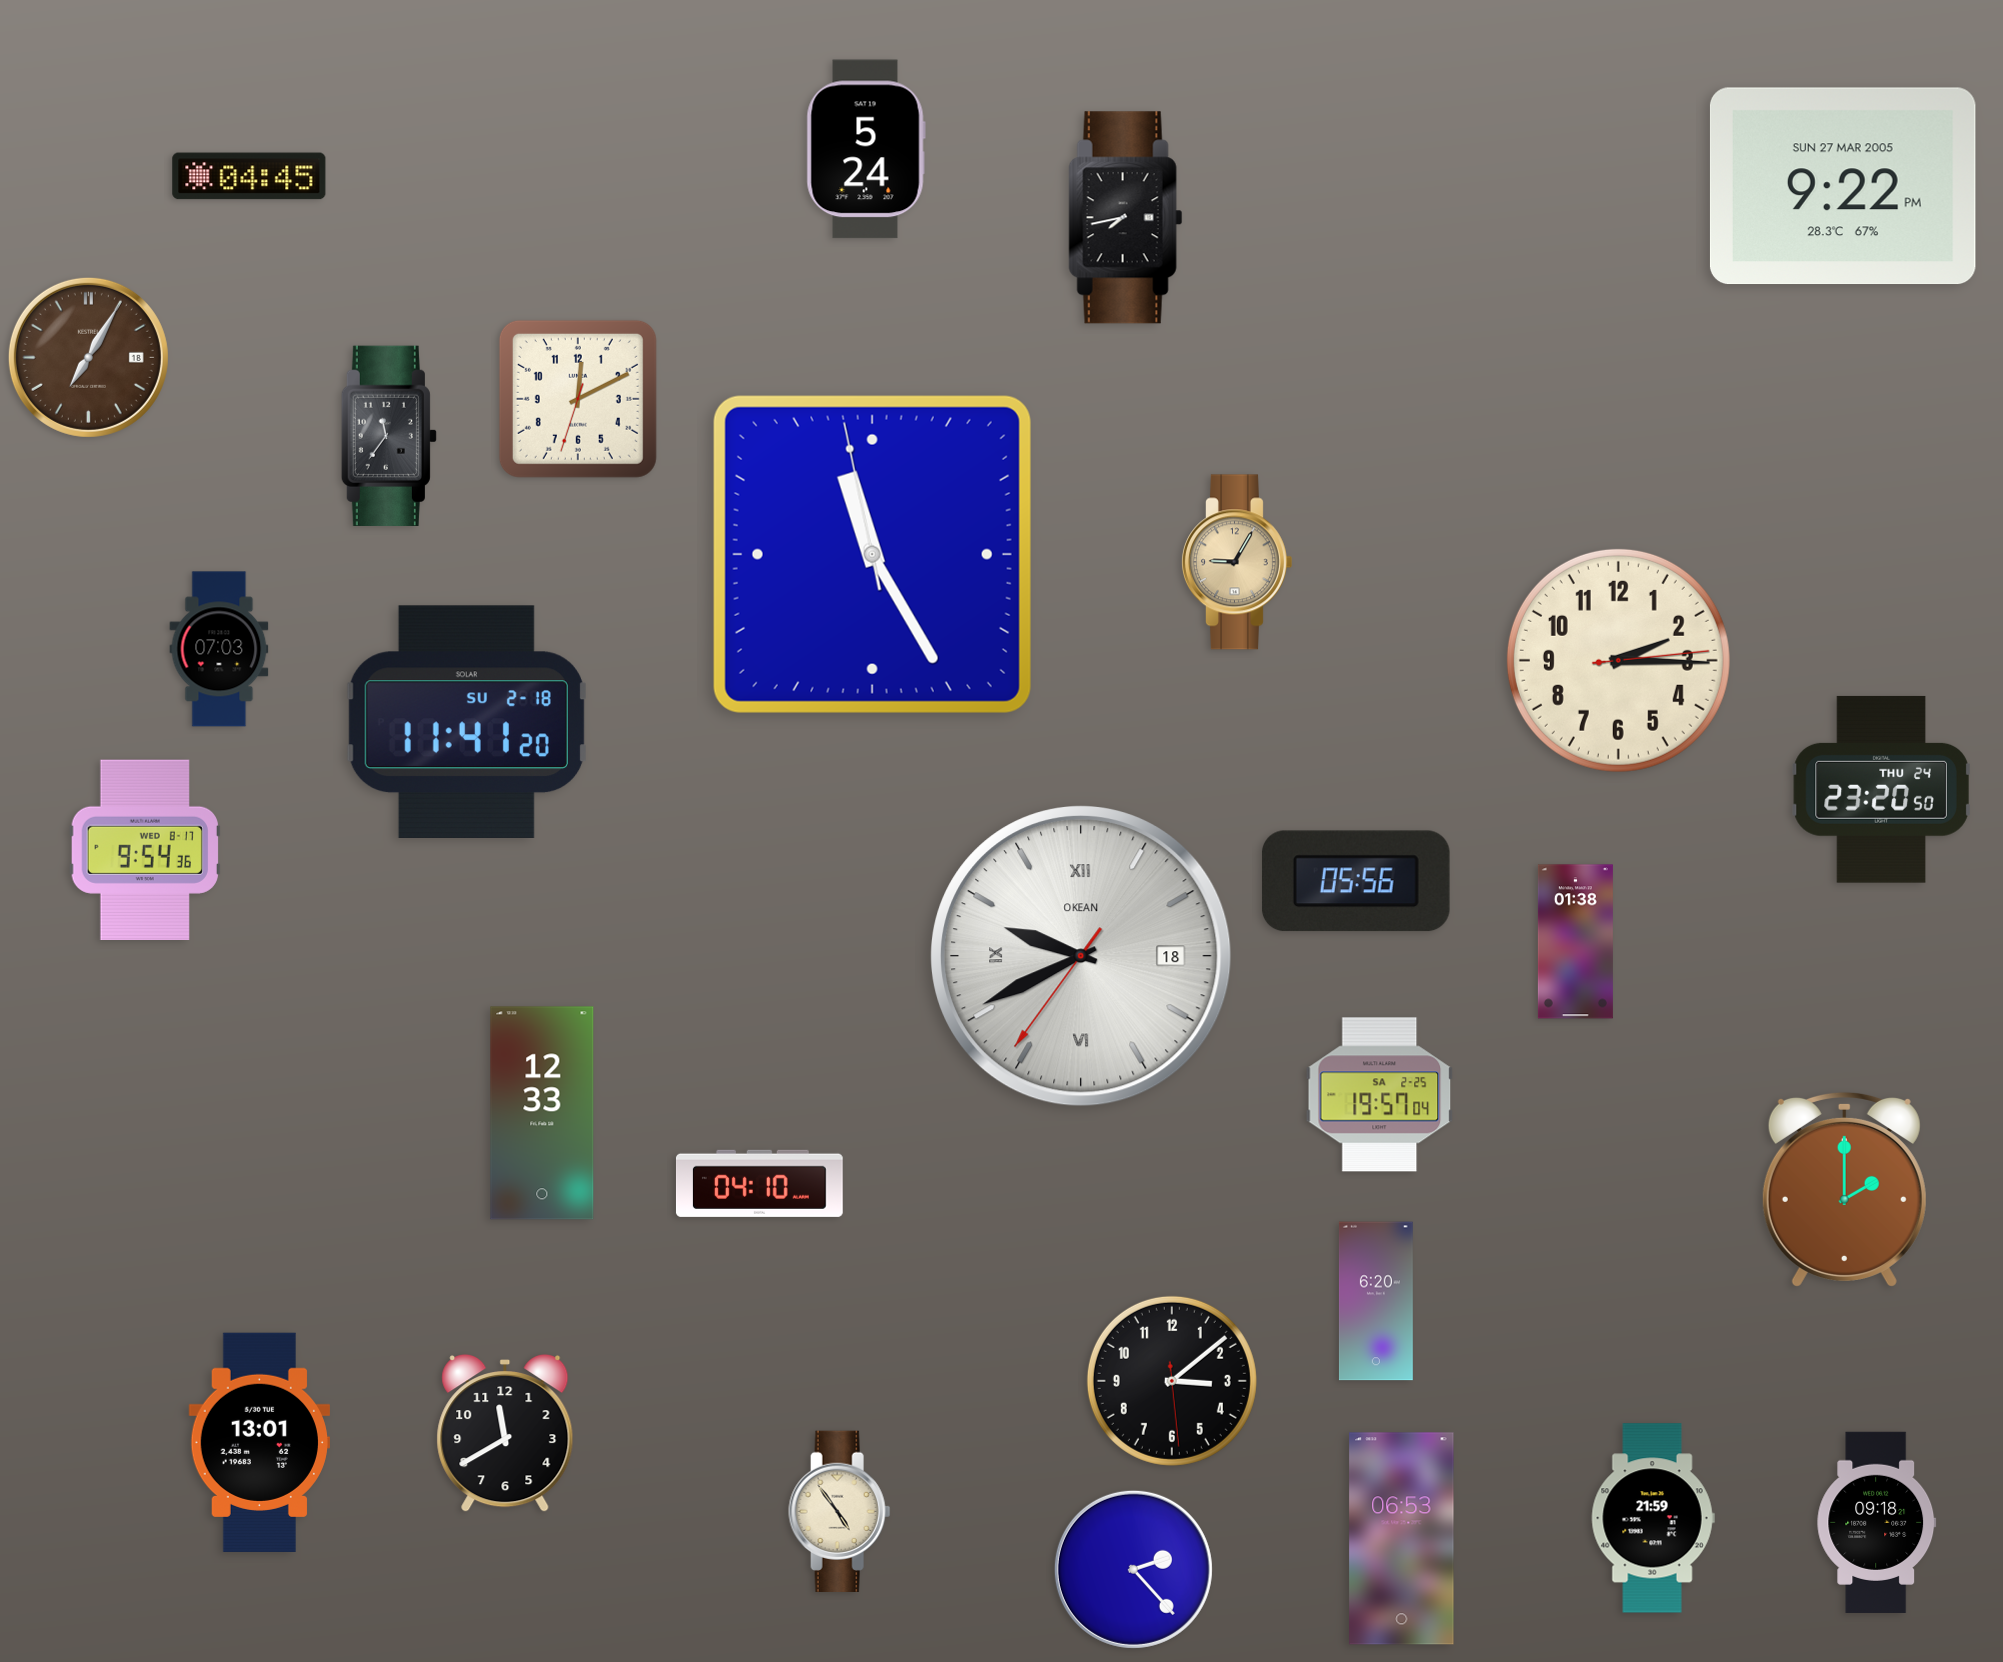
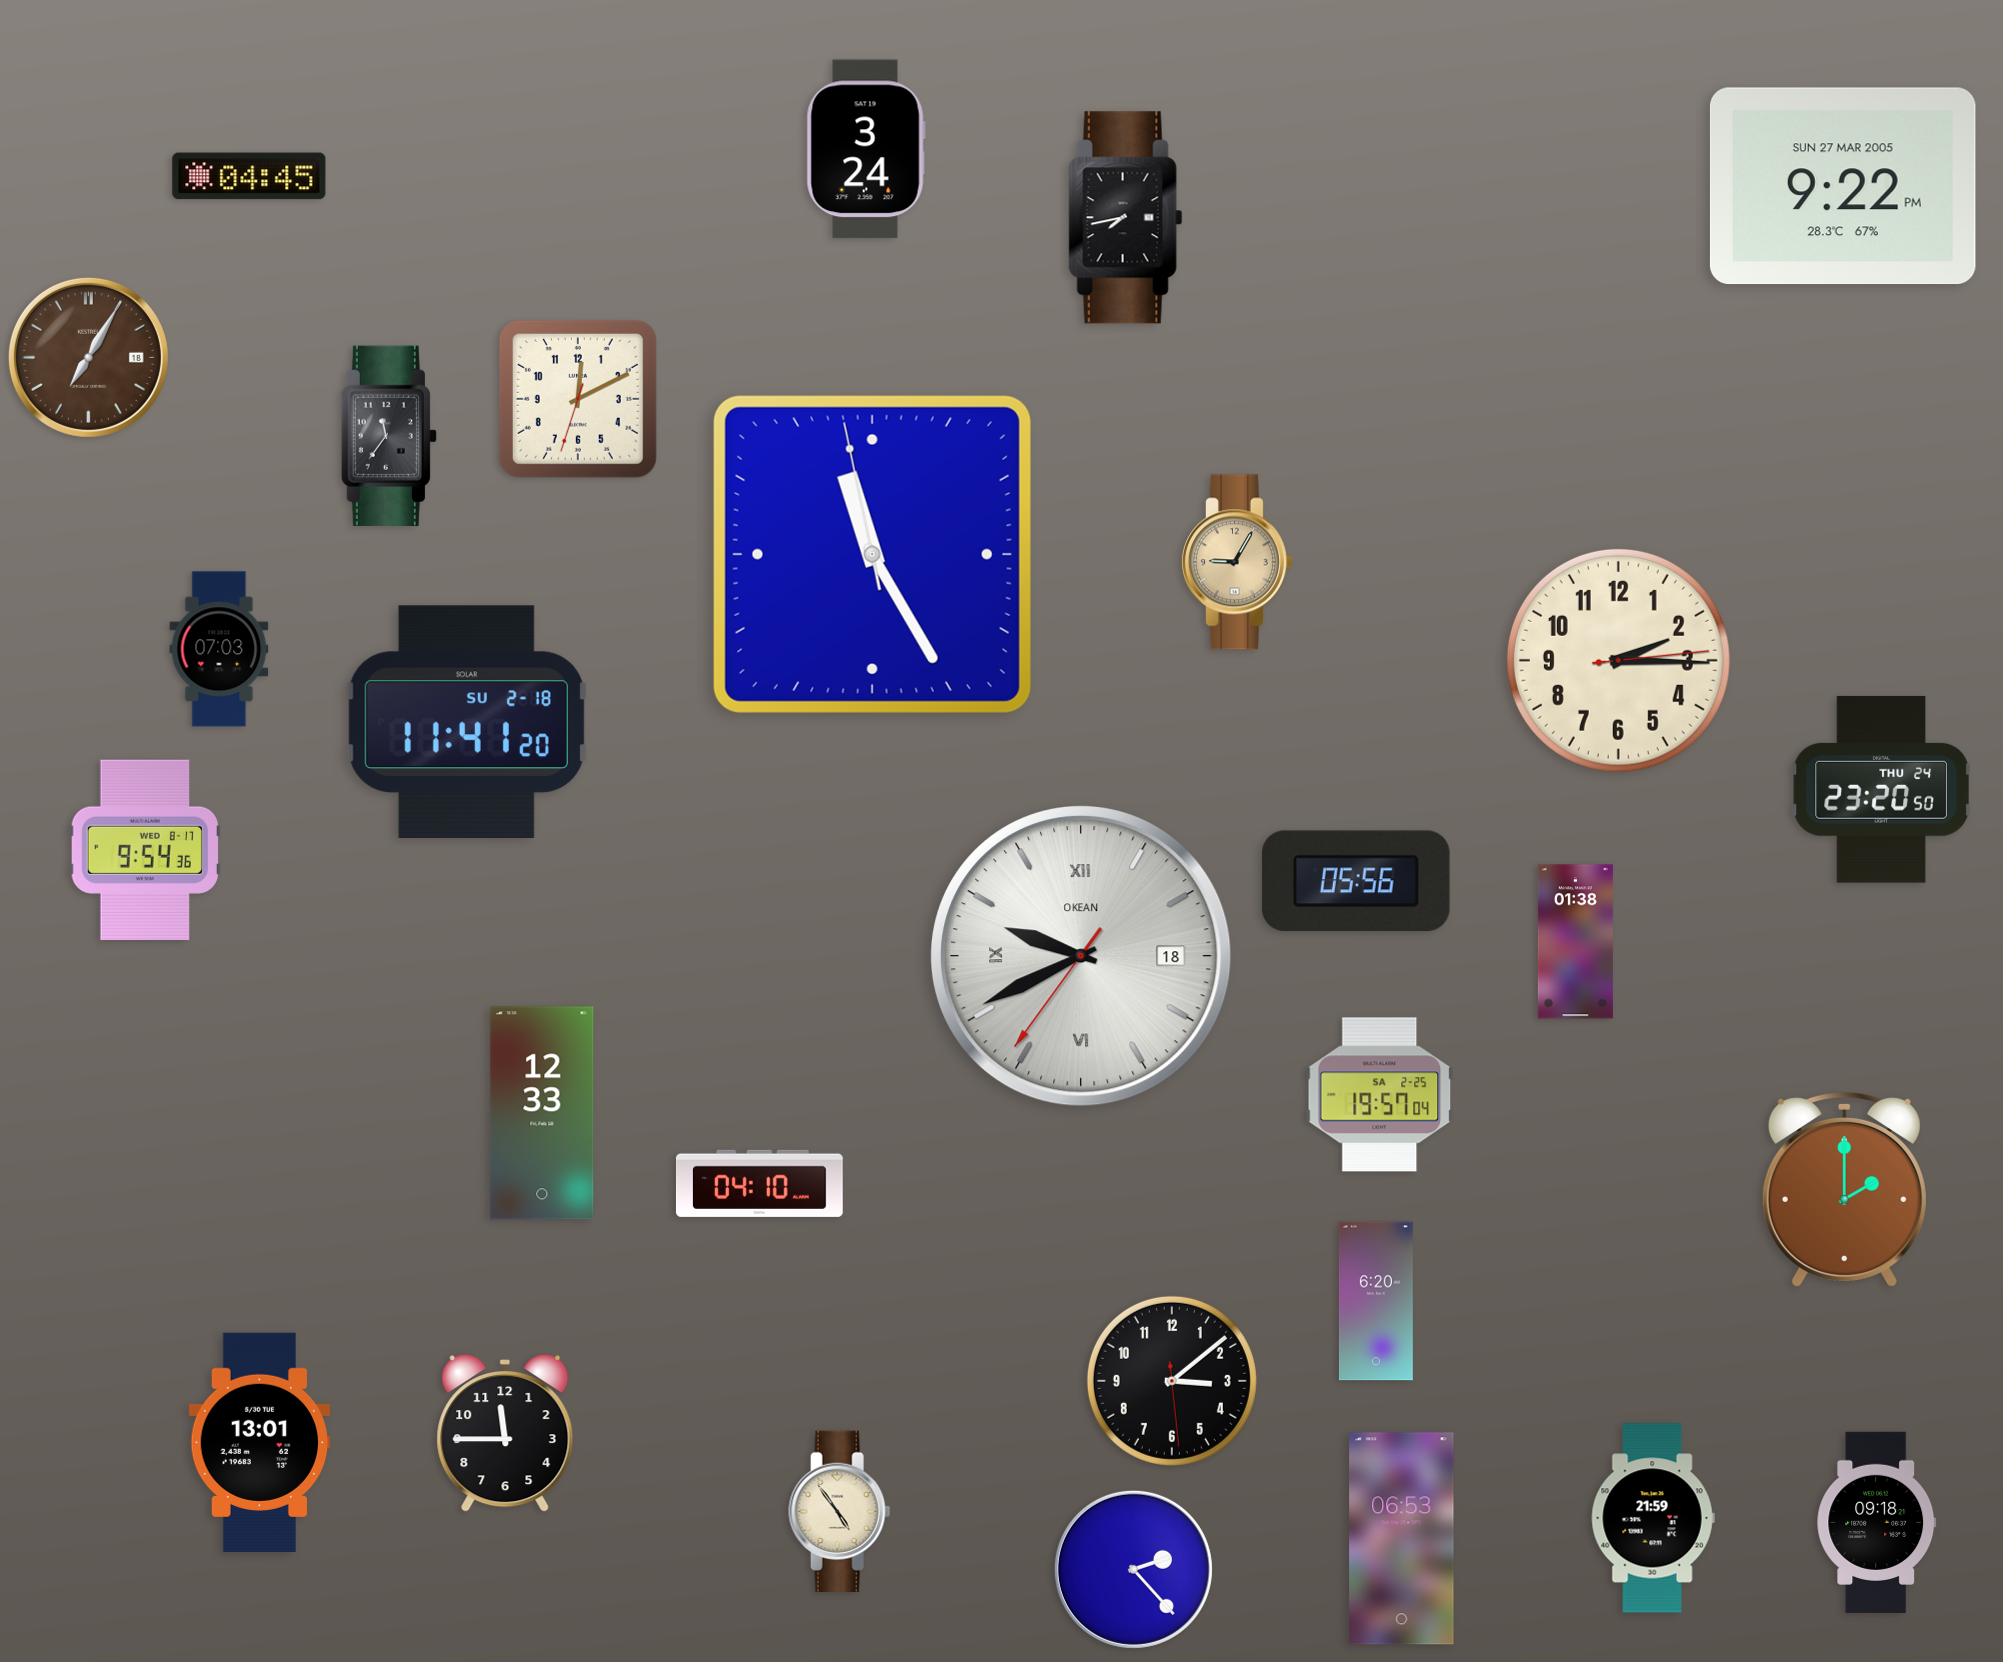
clock at (866, 149): 5:24 -> 3:24
clock at (505, 1433): 11:40 -> 11:45
